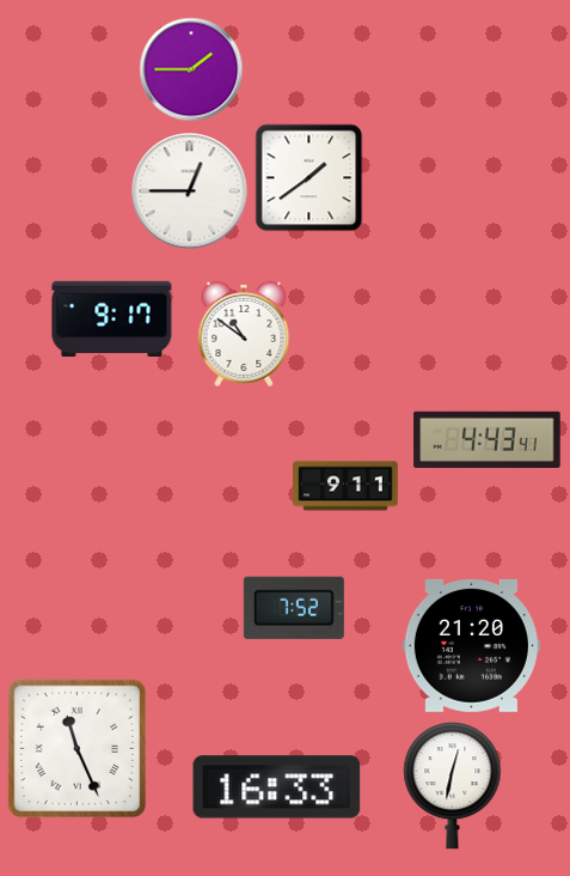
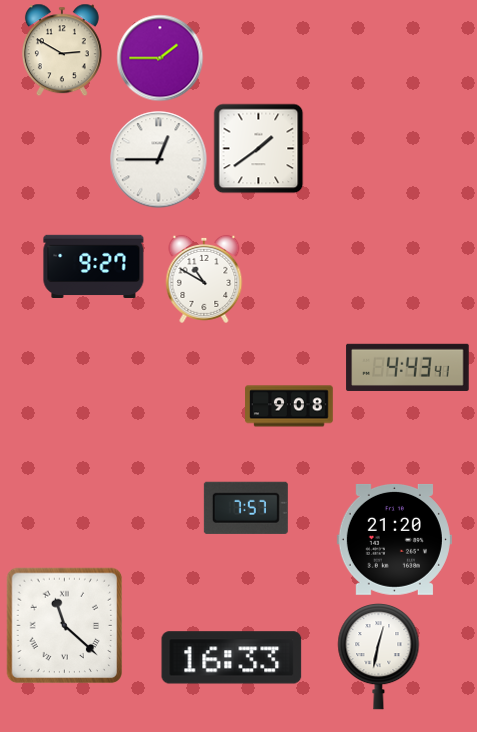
clock at (62, 50): none -> 2:50
clock at (112, 318): 9:17 -> 9:27
clock at (244, 334): 10:51 -> 10:50
clock at (345, 486): 9:11 -> 9:08
clock at (294, 608): 7:52 -> 7:57
clock at (78, 749): 11:26 -> 11:22
